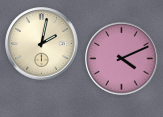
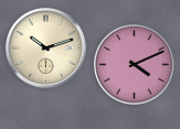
clock at (42, 44): 2:02 -> 10:12
